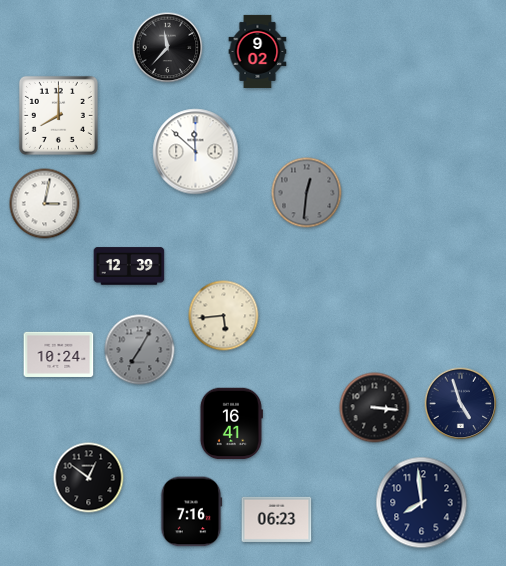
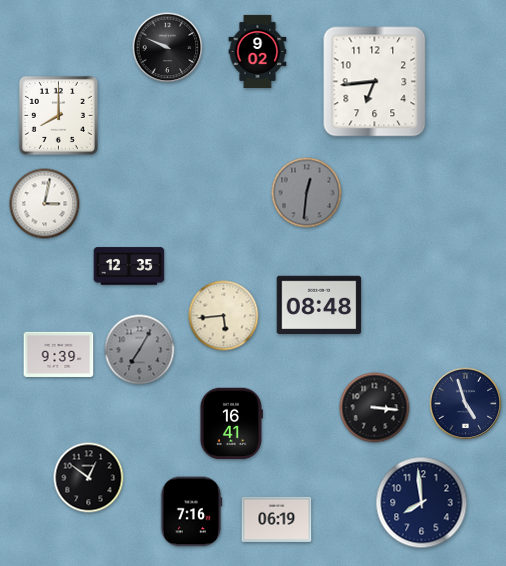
clock at (168, 48): 11:37 -> 9:49
clock at (375, 82): none -> 6:44
clock at (196, 152): 11:52 -> none
clock at (129, 266): 12:39 -> 12:35
clock at (319, 304): none -> 08:48
clock at (59, 354): 10:24 -> 9:39
clock at (461, 404) position: (461, 404) -> (466, 404)
clock at (277, 519): 06:23 -> 06:19
